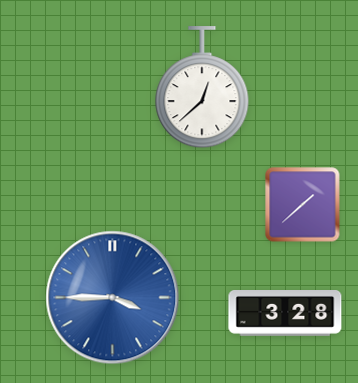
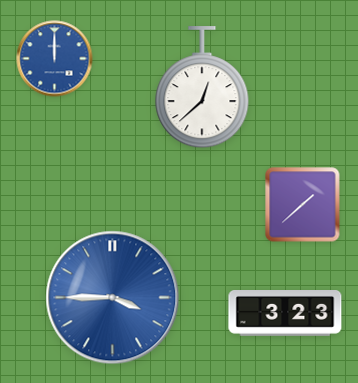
clock at (55, 59): none -> 12:00
clock at (285, 314): 3:28 -> 3:23
